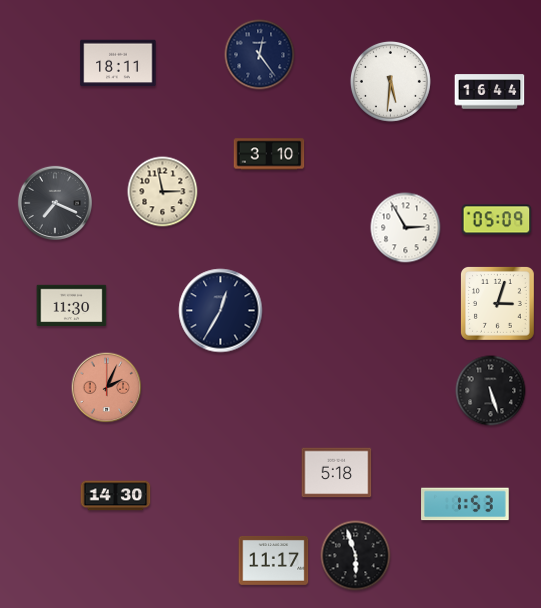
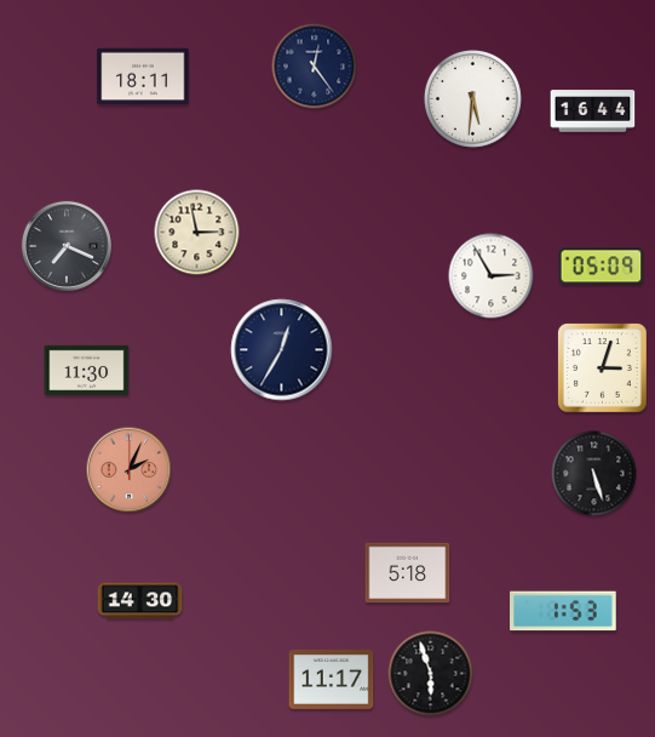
clock at (269, 154): 3:10 -> none
clock at (221, 311) position: (221, 311) -> (282, 350)
